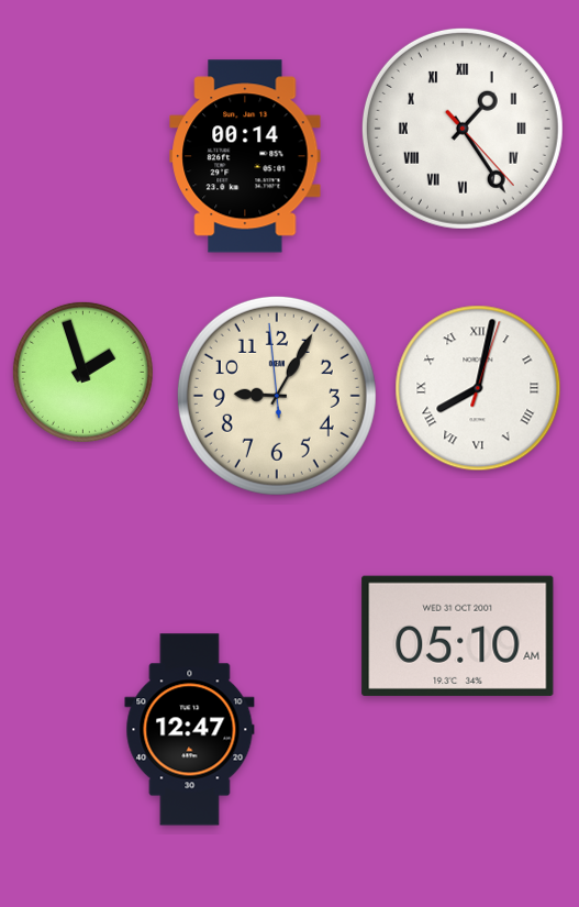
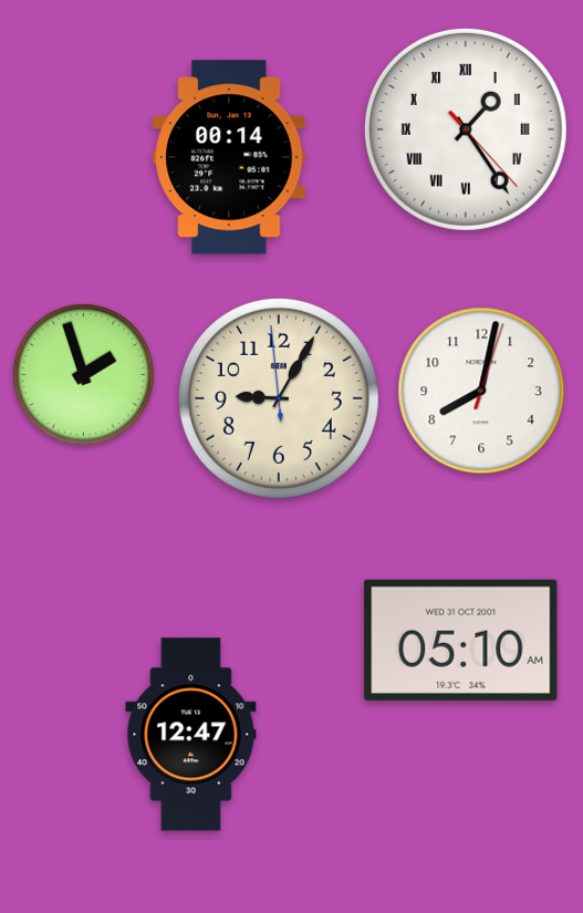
clock at (245, 156) position: (245, 156) -> (229, 157)
clock at (478, 388) numerals: Roman -> Arabic
